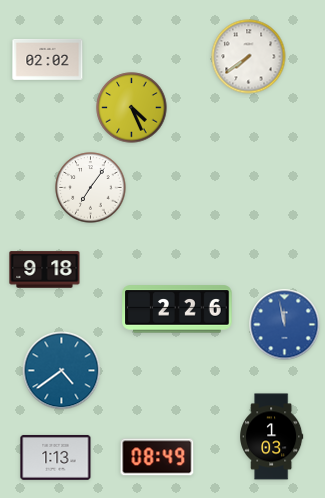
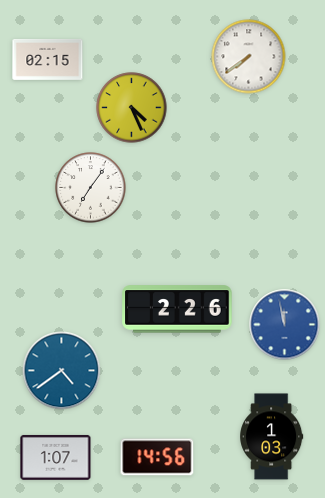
clock at (48, 59): 02:02 -> 02:15
clock at (45, 270): 9:18 -> none
clock at (56, 457): 1:13 -> 1:07
clock at (157, 457): 08:49 -> 14:56
